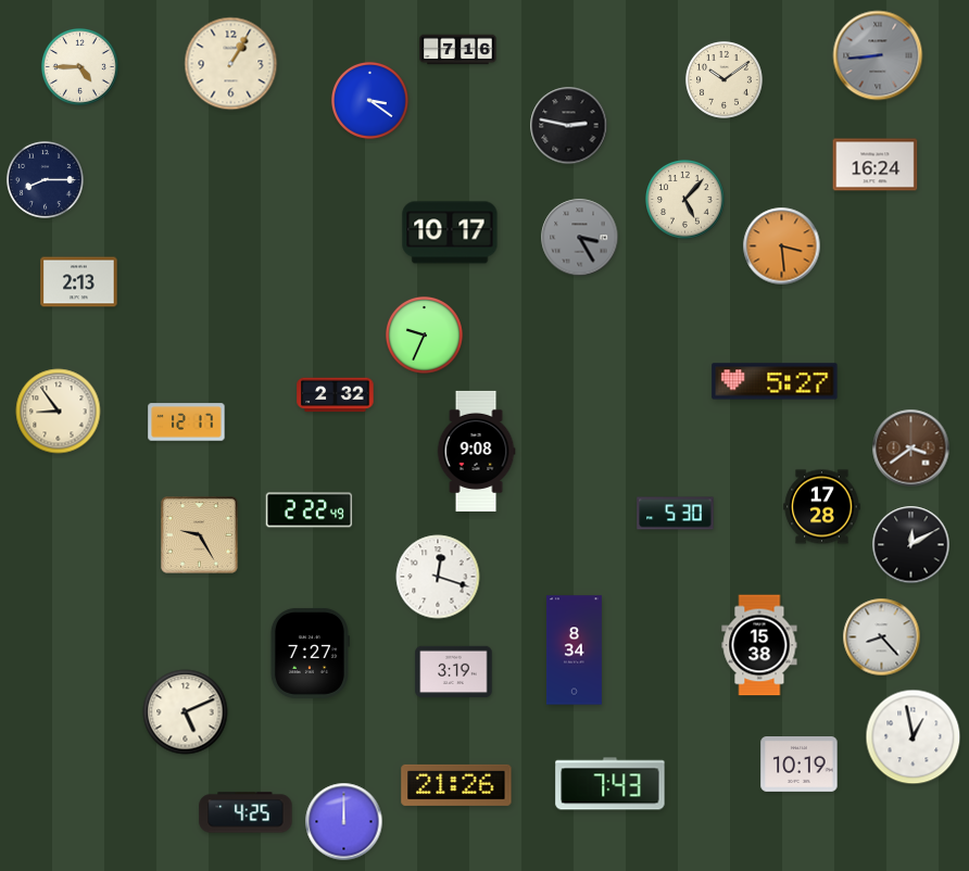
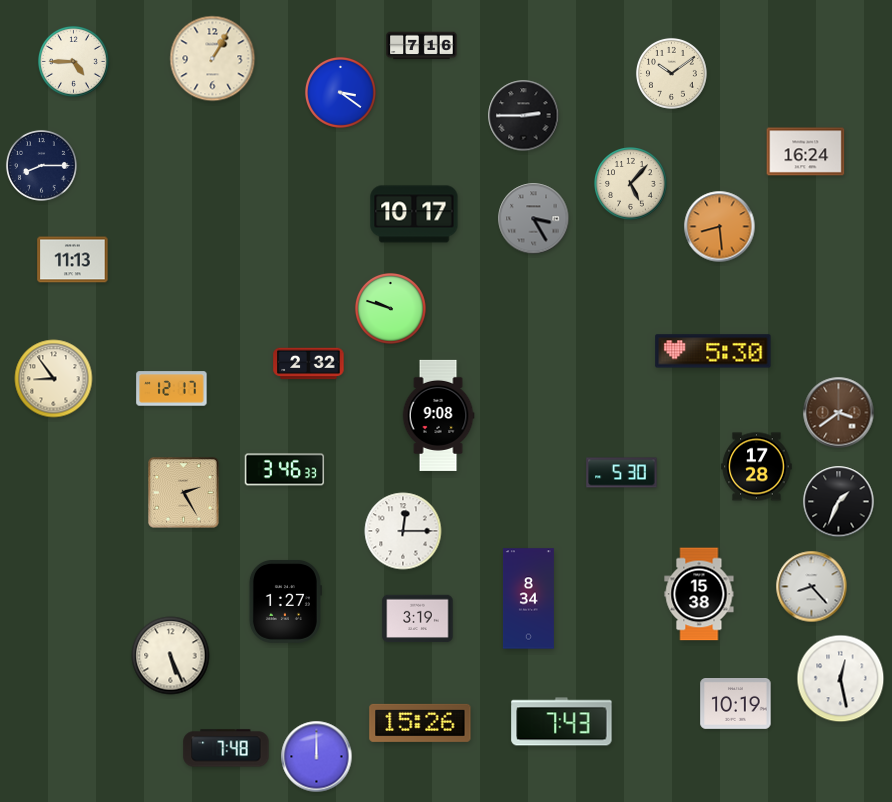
clock at (878, 55): 8:44 -> none
clock at (723, 79) position: (723, 79) -> (671, 73)
clock at (569, 126): 2:47 -> 2:45
clock at (782, 247): 3:29 -> 8:29
clock at (79, 282): 2:13 -> 11:13
clock at (424, 334): 9:34 -> 9:48
clock at (775, 381): 5:27 -> 5:30
clock at (310, 510): 2:22 -> 3:46
clock at (200, 535): 9:25 -> 2:25
clock at (911, 545): 12:10 -> 1:34
clock at (438, 577): 12:18 -> 12:15
clock at (310, 653): 7:27 -> 1:27
clock at (186, 712): 5:11 -> 5:26
clock at (914, 737): 12:58 -> 12:28
clock at (456, 785): 21:26 -> 15:26
clock at (246, 812): 4:25 -> 7:48
